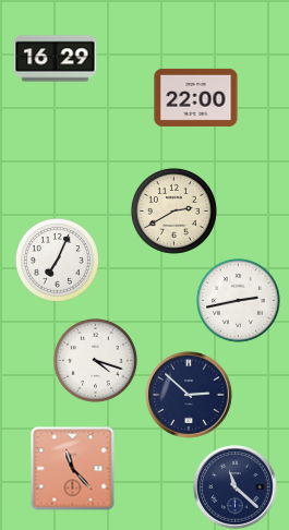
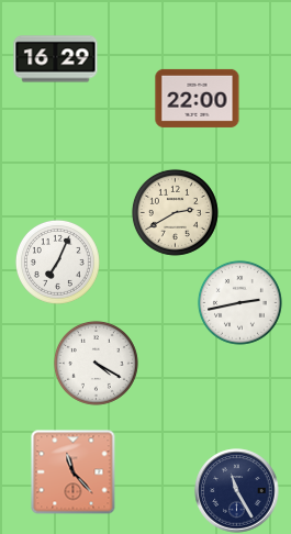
clock at (95, 360): 4:18 -> 4:20
clock at (189, 395): 2:52 -> none
clock at (236, 487): 11:22 -> 11:25
